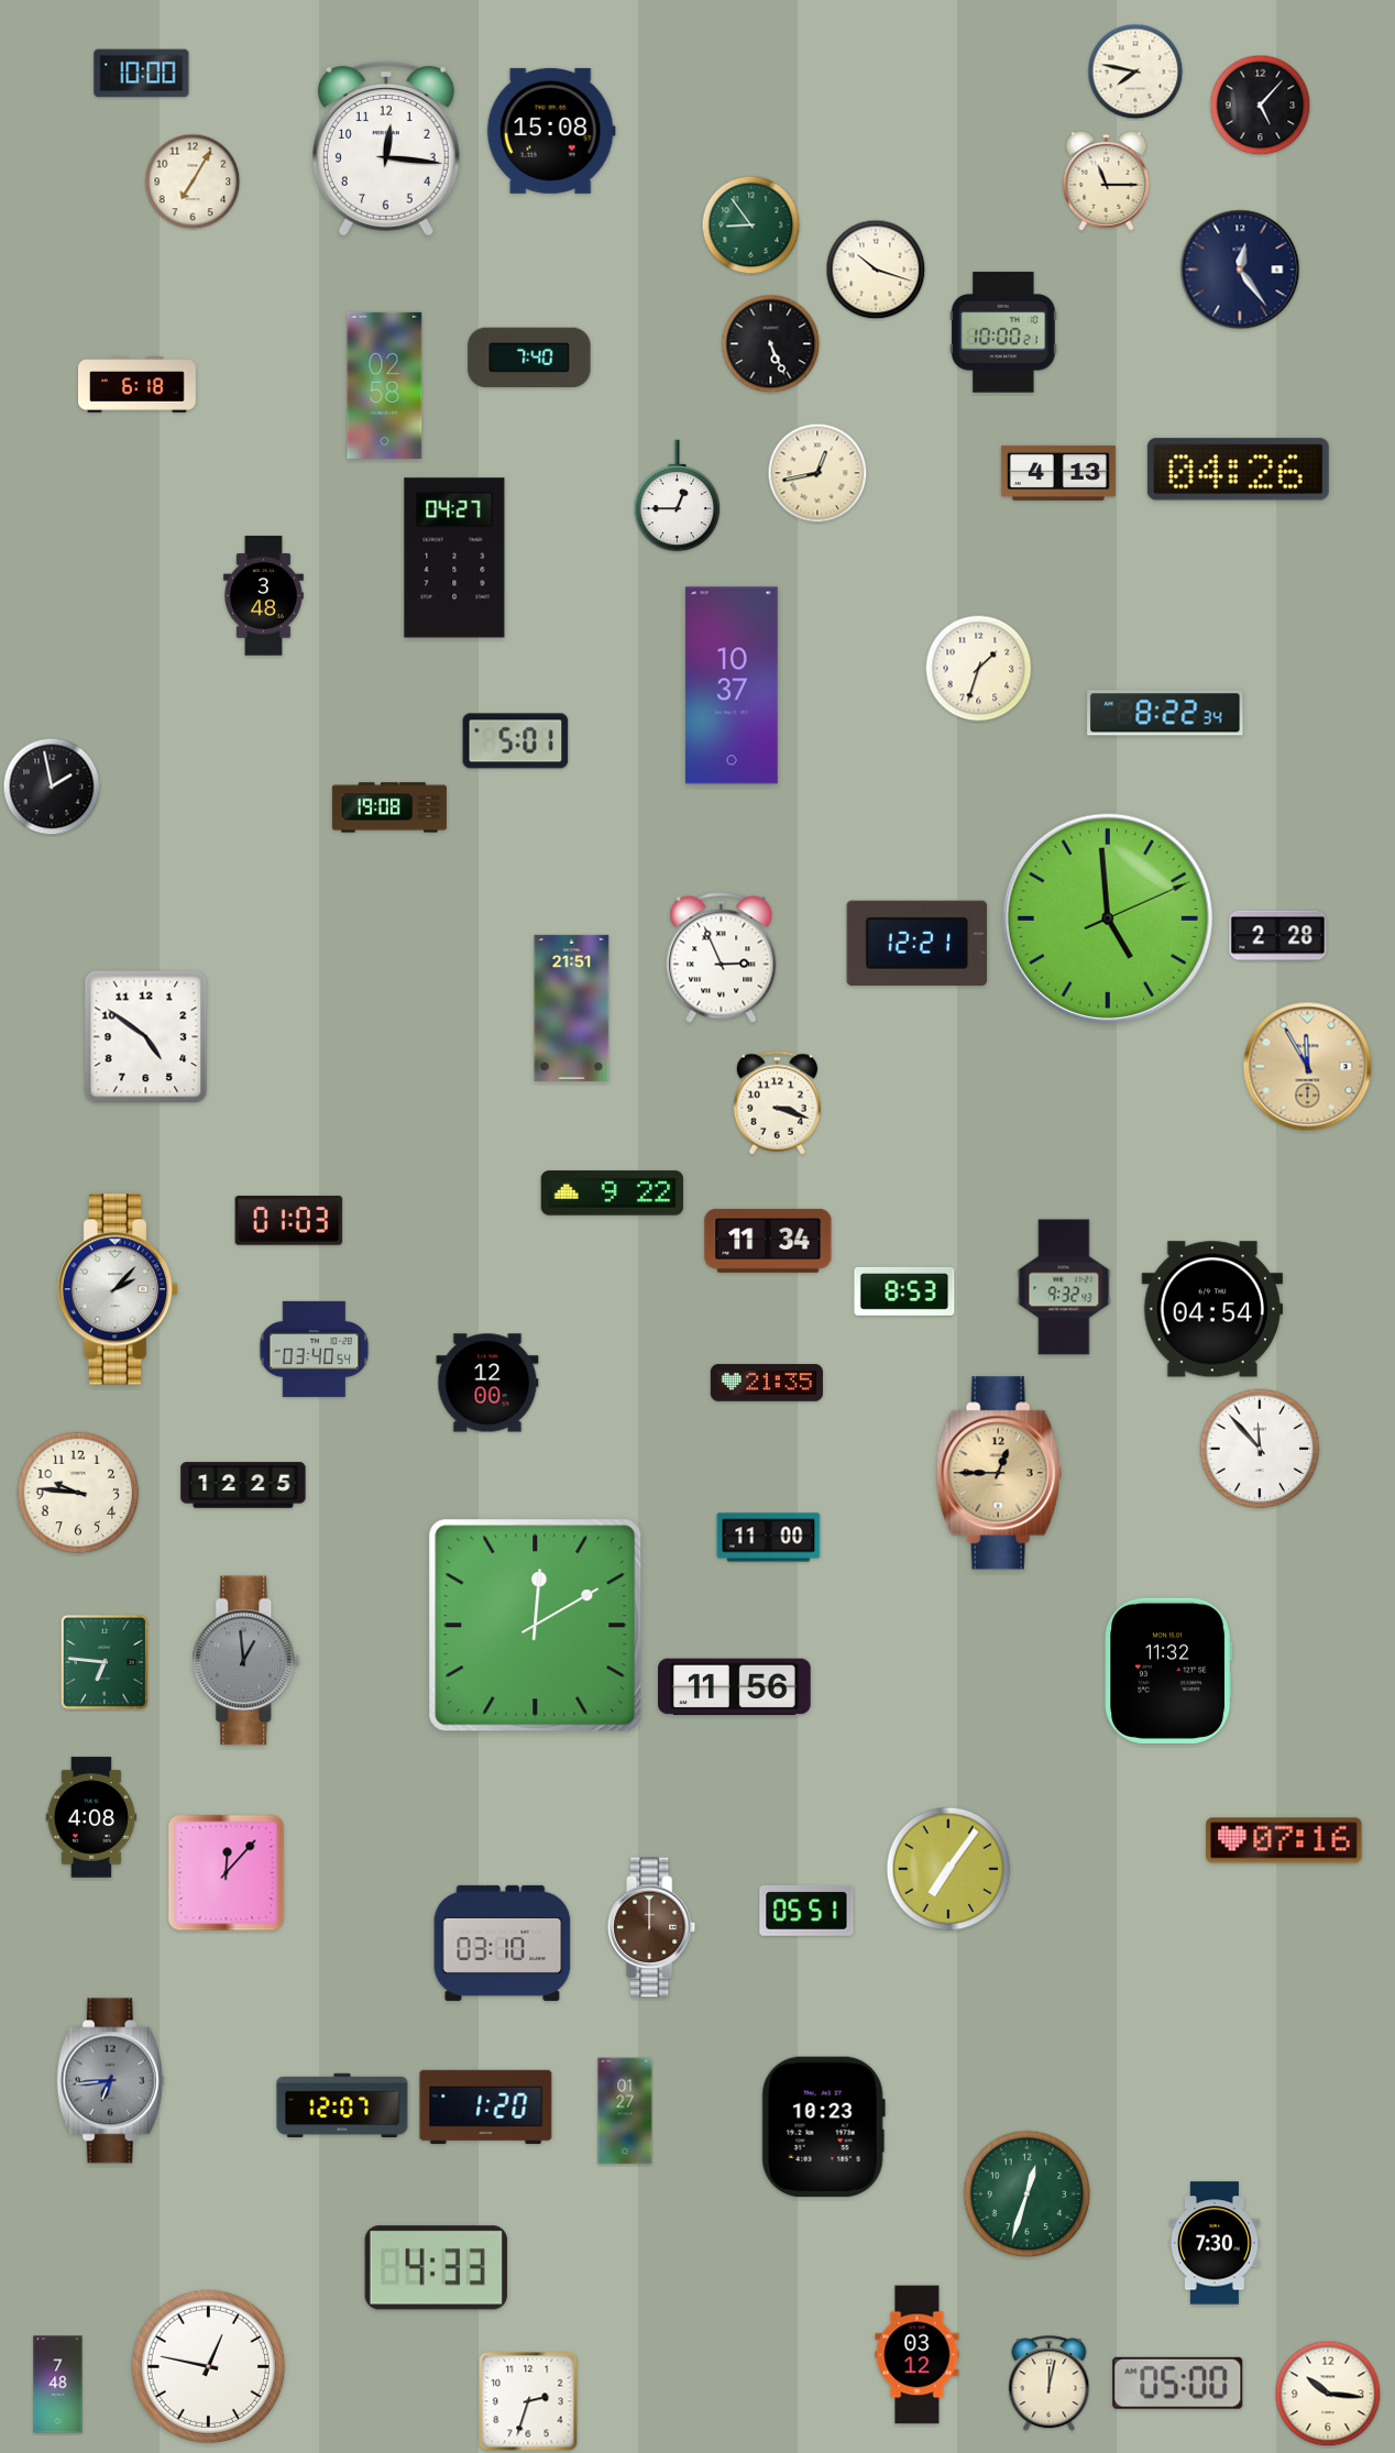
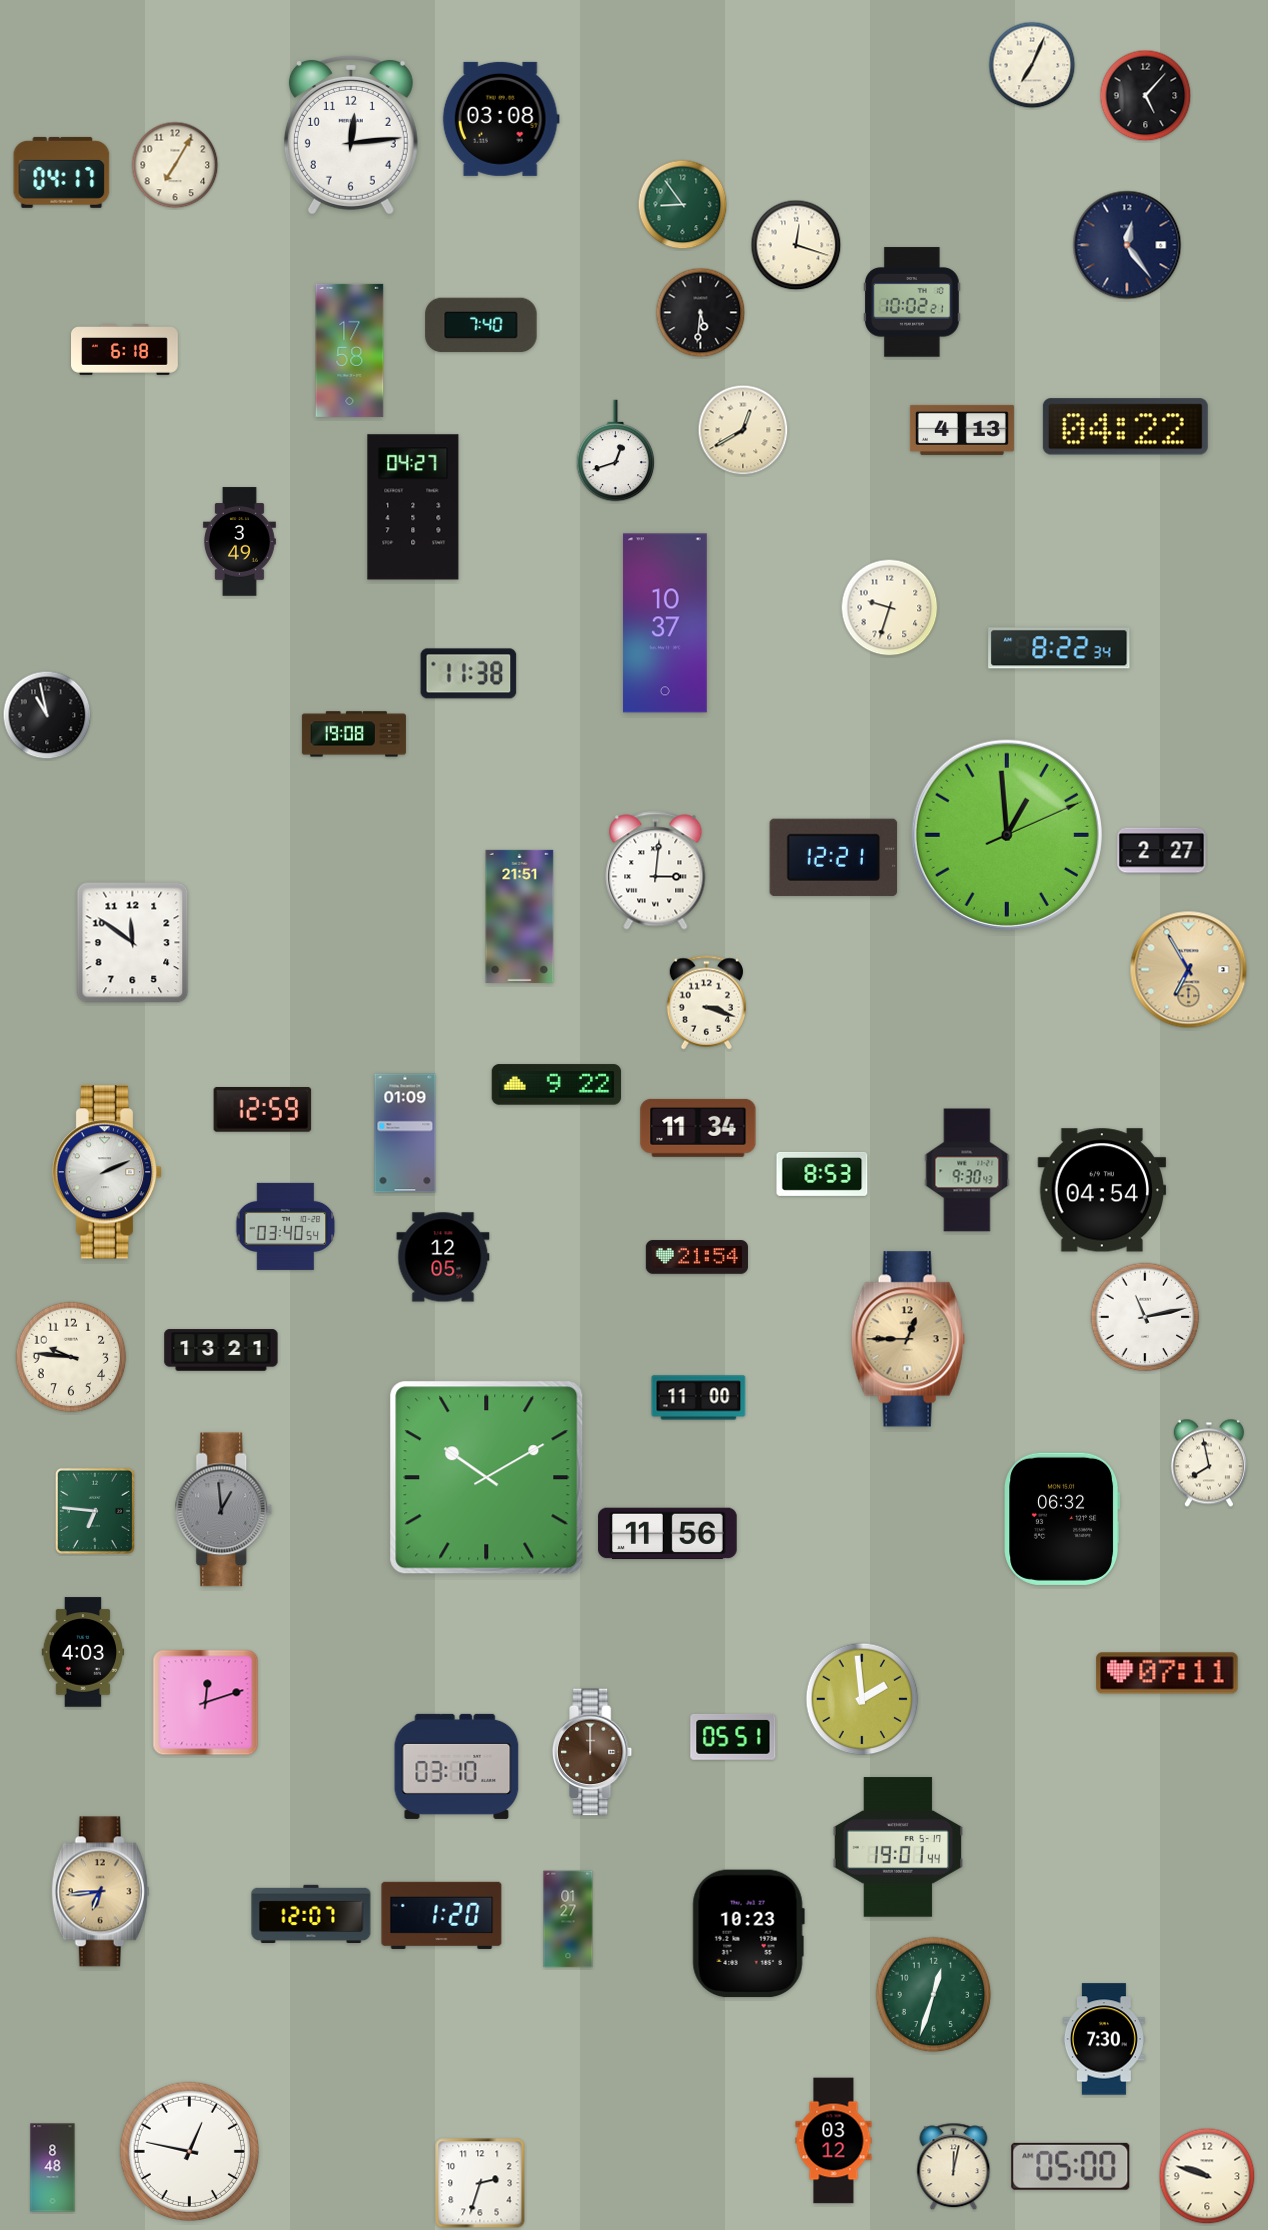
clock at (1135, 71): 7:47 -> 7:04
clock at (142, 74): 10:00 -> none
clock at (551, 131): 15:08 -> 03:08
clock at (386, 150): 12:16 -> 12:14
clock at (1107, 180): 11:15 -> none
clock at (62, 172): none -> 04:17
clock at (876, 269): 10:18 -> 12:18
clock at (1004, 332): 10:00 -> 10:02
clock at (771, 344): 5:26 -> 5:31
clock at (385, 385): 02:58 -> 17:58
clock at (1238, 470): 04:26 -> 04:22
clock at (817, 473): 12:43 -> 12:40
clock at (678, 496): 12:45 -> 12:42
clock at (263, 596): 3:48 -> 3:49
clock at (979, 669): 1:33 -> 9:33
clock at (516, 741): 5:01 -> 11:38
clock at (52, 787): 1:58 -> 10:58
clock at (1108, 919): 4:59 -> 12:59
clock at (1278, 936): 2:28 -> 2:27
clock at (722, 958): 2:56 -> 3:01
clock at (146, 1037): 4:51 -> 11:51
clock at (1308, 1067): 11:55 -> 6:55
clock at (289, 1221): 01:03 -> 12:59
clock at (405, 1133): none -> 01:09
clock at (1064, 1287): 9:32 -> 9:30
clock at (118, 1289): 2:07 -> 2:11
clock at (487, 1383): 12:00 -> 12:05
clock at (767, 1383): 21:35 -> 21:54
clock at (1260, 1449): 11:53 -> 11:13
clock at (243, 1485): 12:25 -> 13:21
clock at (1209, 1463): none -> 7:58
clock at (536, 1626): 12:10 -> 10:10
clock at (1168, 1671): 11:32 -> 06:32
clock at (91, 1817): 4:08 -> 4:03
clock at (1284, 1840): 07:16 -> 07:11
clock at (948, 1869): 7:06 -> 1:59
clock at (227, 1873): 12:07 -> 12:12
clock at (897, 1847): none -> 19:01
clock at (110, 2081) dial: grey -> champagne
clock at (436, 2268): 4:33 -> none
clock at (58, 2385): 7:48 -> 8:48
clock at (1328, 2394): 10:16 -> 9:48
